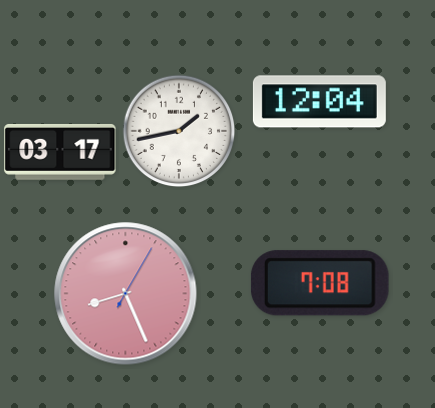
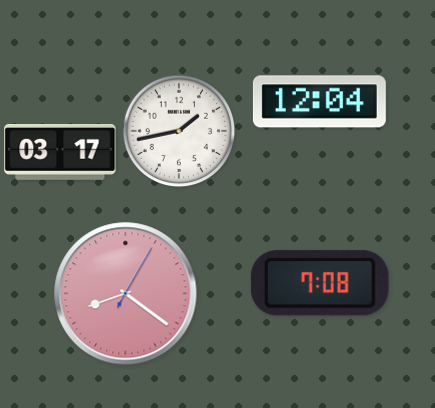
clock at (126, 294): 8:26 -> 8:21
